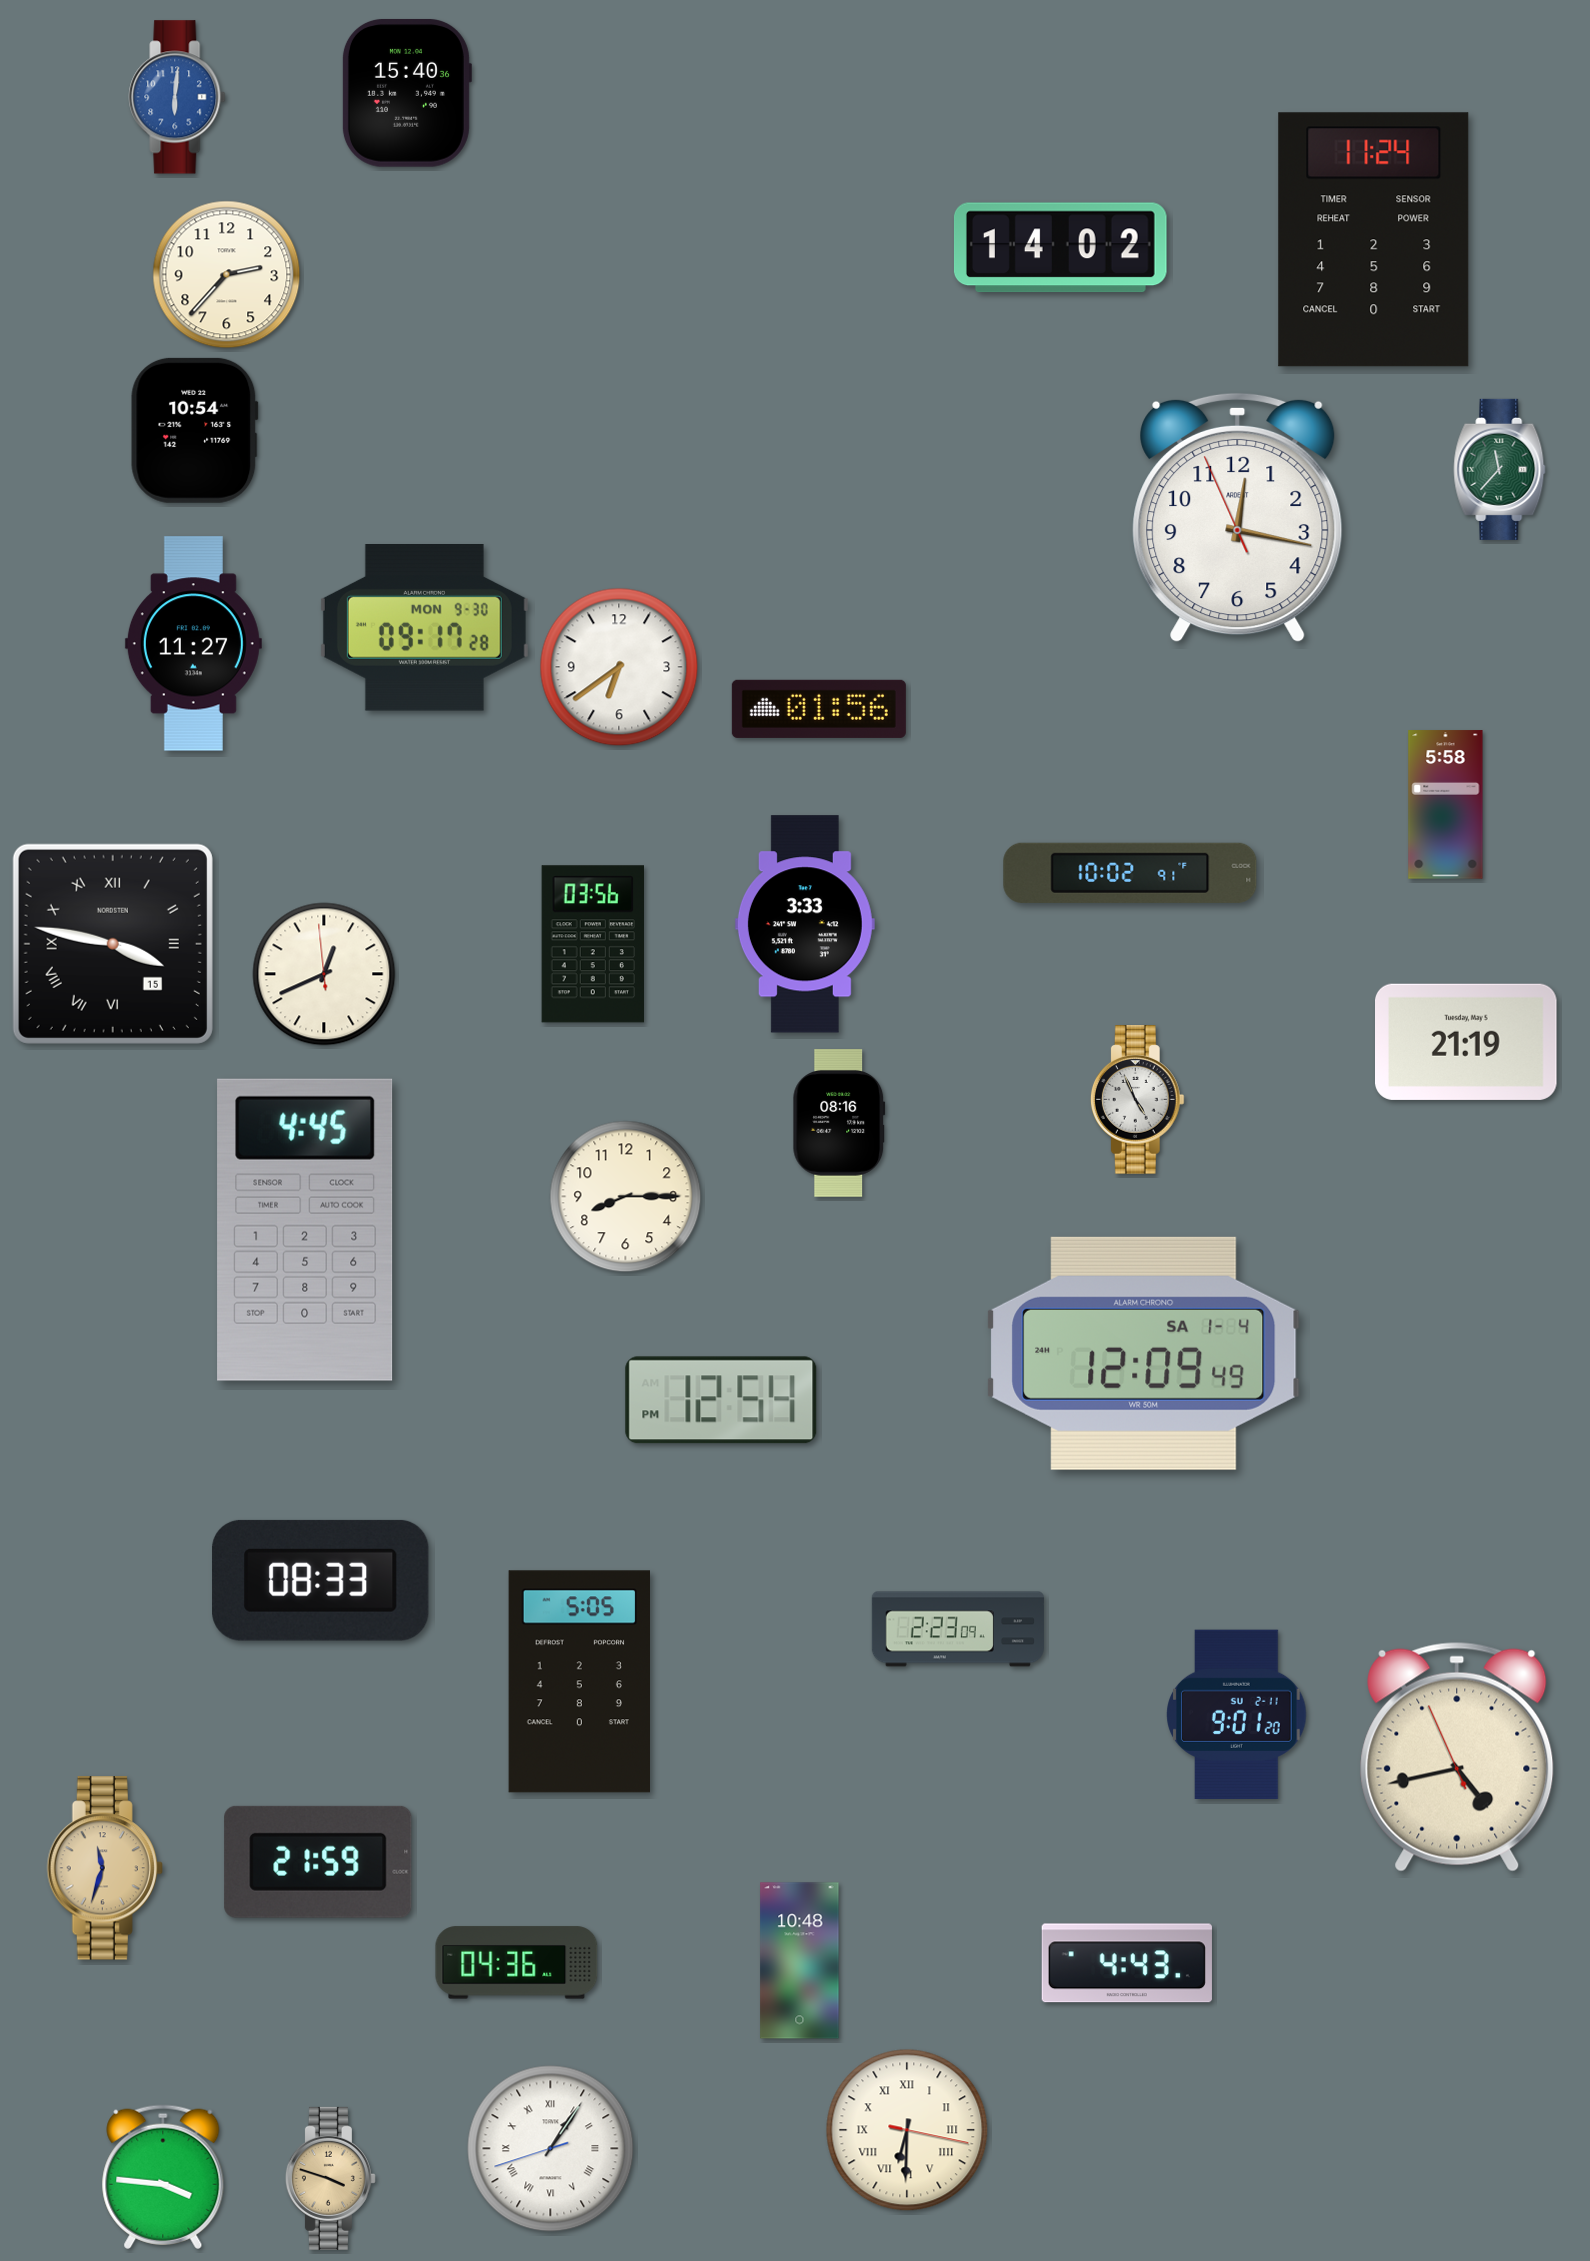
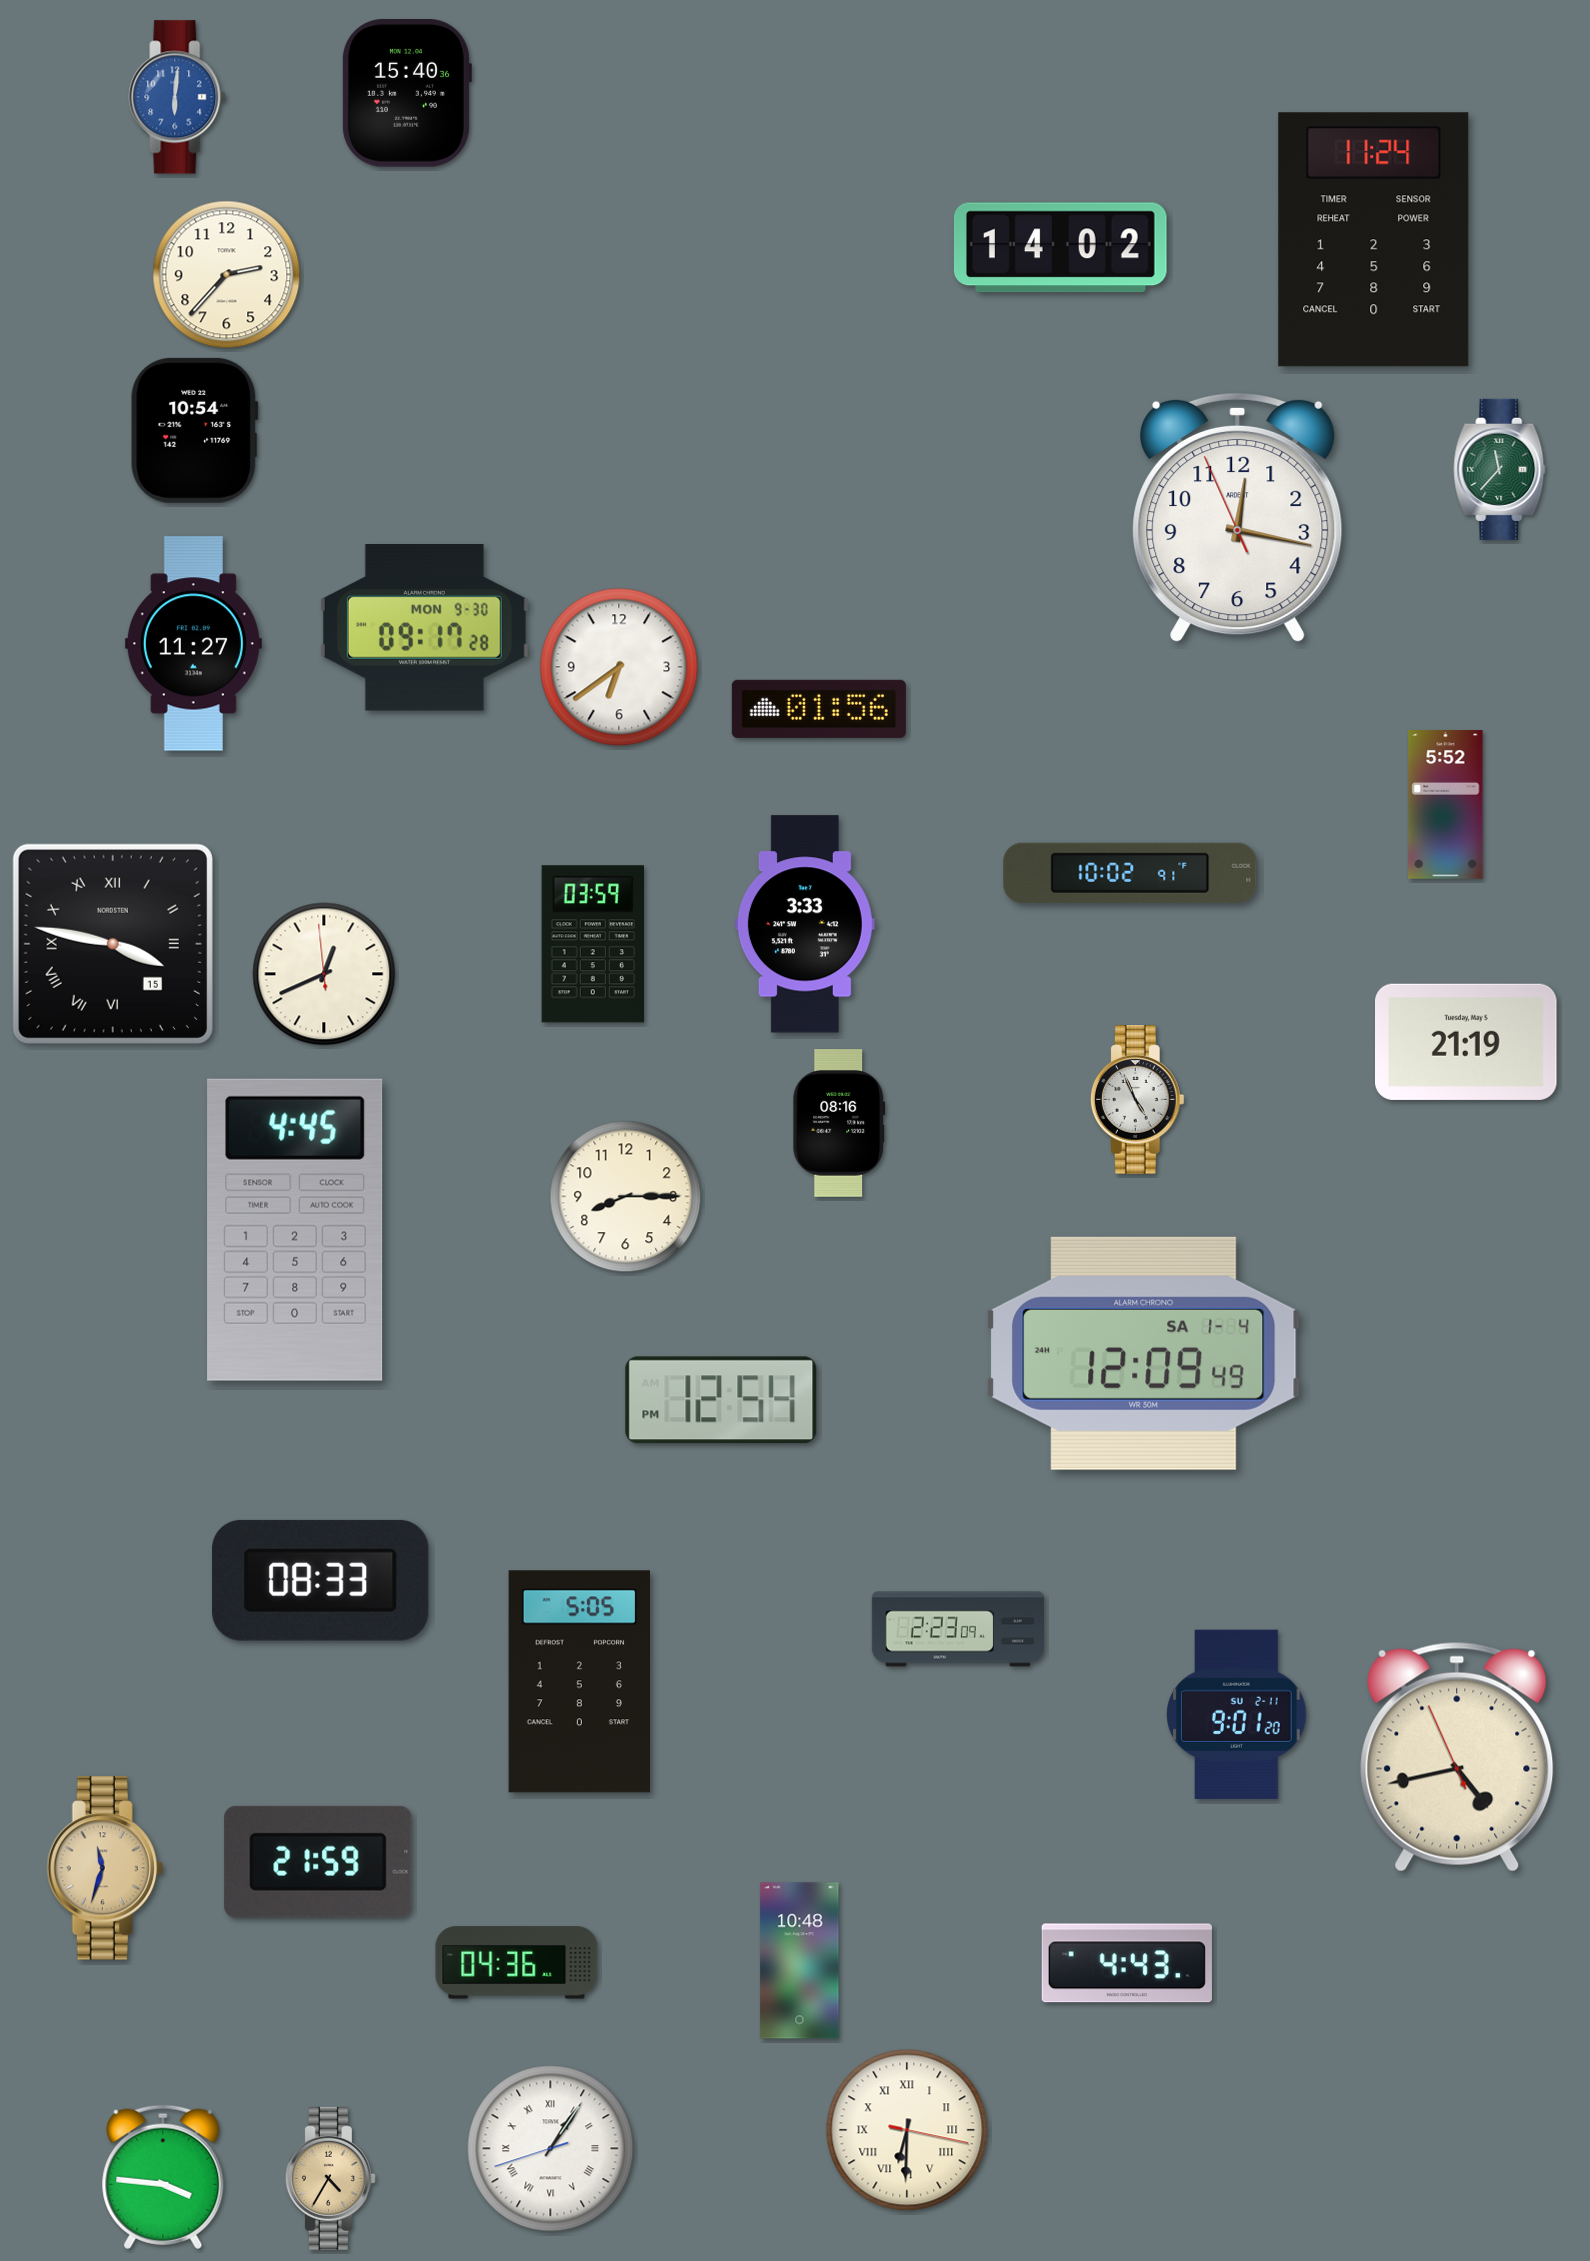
clock at (1446, 805): 5:58 -> 5:52
clock at (592, 944): 03:56 -> 03:59
clock at (305, 1230) position: (305, 1230) -> (295, 1230)
clock at (330, 2178): 3:48 -> 4:35
